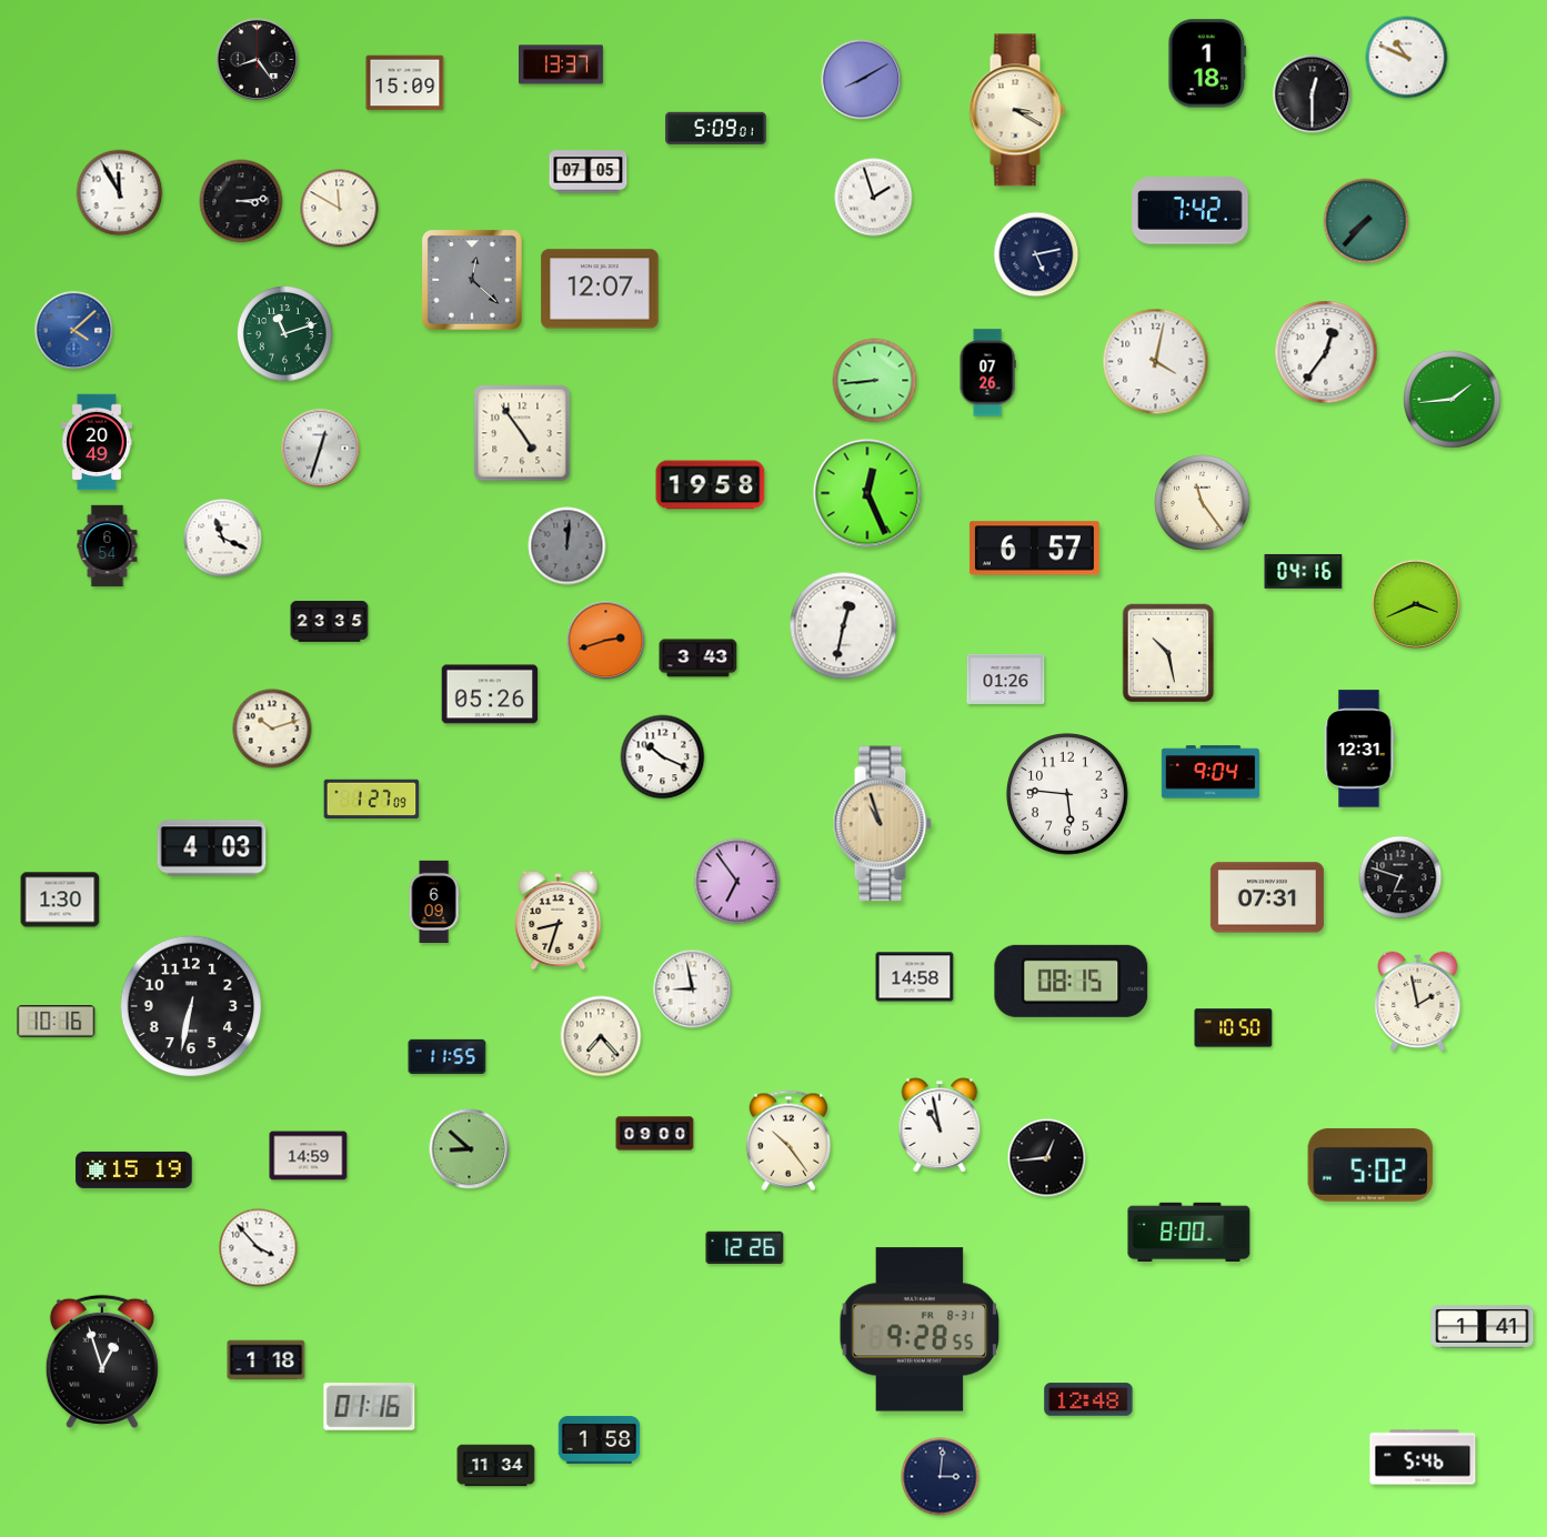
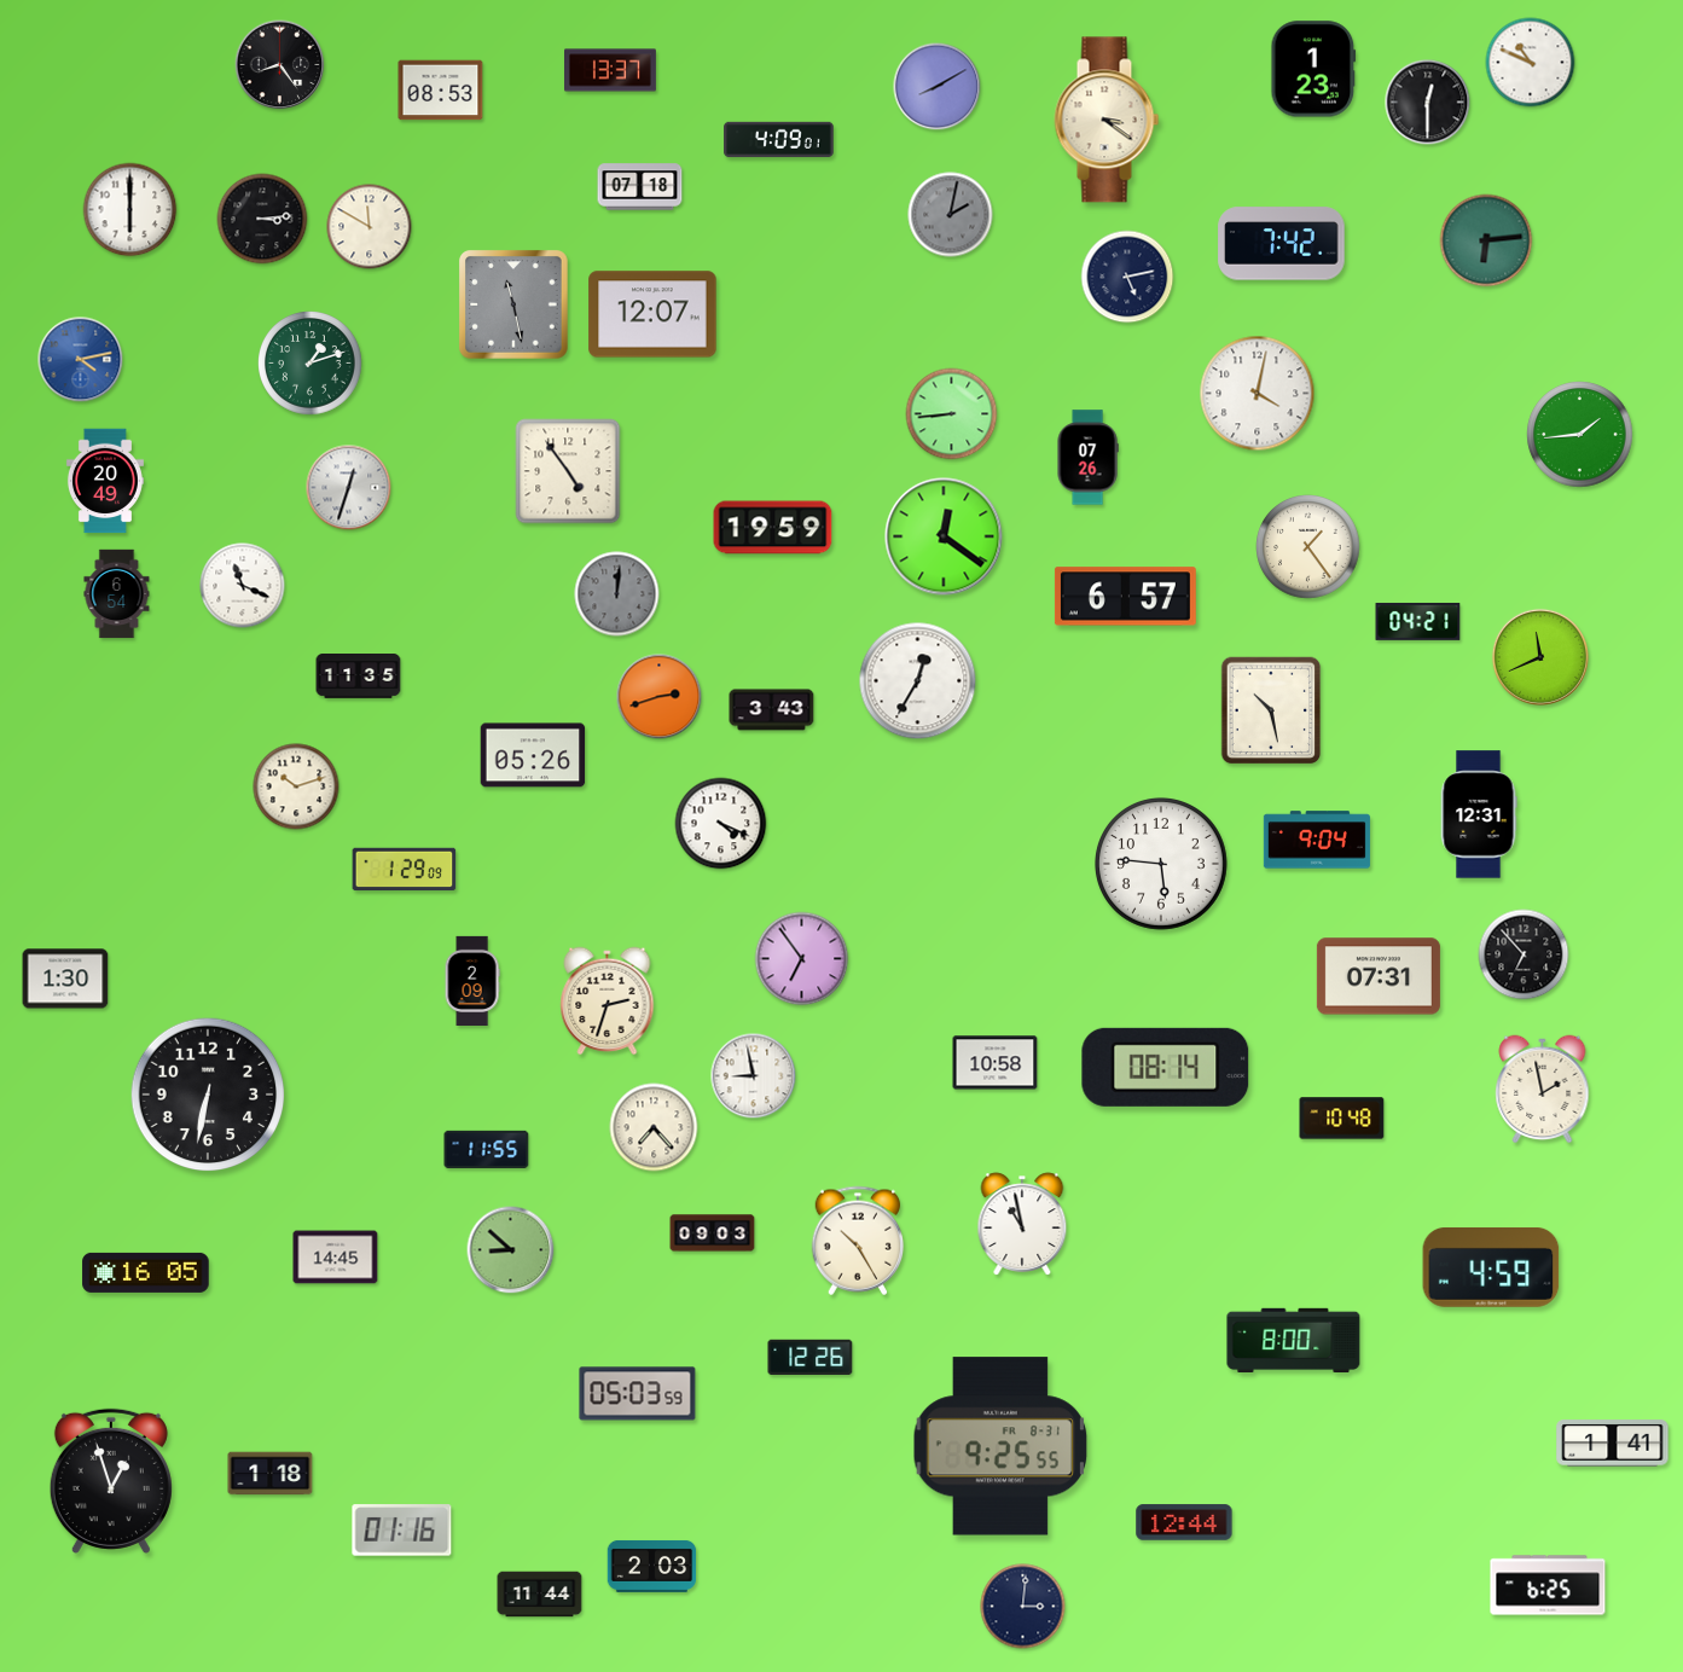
clock at (1207, 63): 1:18 -> 1:23
clock at (405, 83): 15:09 -> 08:53
clock at (1017, 110): 3:20 -> 3:21
clock at (716, 129): 5:09 -> 4:09
clock at (589, 172): 07:05 -> 07:18
clock at (120, 193): 11:55 -> 6:00
clock at (874, 198): 1:57 -> 2:02
clock at (874, 198) dial: white -> grey
clock at (1191, 211) position: (1191, 211) -> (1282, 244)
clock at (1366, 221): 7:37 -> 6:14
clock at (473, 281): 12:22 -> 11:28
clock at (74, 331): 4:08 -> 4:13
clock at (285, 334): 11:12 -> 1:12
clock at (1326, 352): 12:36 -> none
clock at (987, 373) position: (987, 373) -> (1087, 458)
clock at (711, 485): 19:58 -> 19:59
clock at (867, 493): 12:26 -> 12:21
clock at (1203, 503): 11:24 -> 1:24
clock at (1304, 571): 04:16 -> 04:21
clock at (1416, 604): 3:41 -> 11:41
clock at (330, 622): 23:35 -> 11:35
clock at (844, 626): 12:32 -> 12:35
clock at (699, 659) position: (699, 659) -> (772, 710)
clock at (1006, 679): 01:26 -> none
clock at (272, 729) position: (272, 729) -> (296, 786)
clock at (663, 757): 10:19 -> 4:19
clock at (372, 800): 1:27 -> 1:29
clock at (882, 824): 10:57 -> none
clock at (212, 848): 4:03 -> none
clock at (1400, 877): 6:48 -> 6:53
clock at (434, 901): 6:09 -> 2:09
clock at (559, 921): 8:33 -> 2:33
clock at (915, 977): 14:58 -> 10:58
clock at (1072, 981): 08:15 -> 08:14
clock at (57, 1022): 10:16 -> none
clock at (1234, 1028): 10:50 -> 10:48
clock at (655, 1134): 09:00 -> 09:03
clock at (788, 1141): 10:24 -> 10:25
clock at (309, 1156): 14:59 -> 14:45
clock at (1047, 1158): 12:44 -> none
clock at (1370, 1165): 5:02 -> 4:59
clock at (134, 1169): 15:19 -> 16:05
clock at (259, 1248): 3:53 -> none
clock at (638, 1394): none -> 05:03
clock at (920, 1329): 9:28 -> 9:25
clock at (267, 1360) position: (267, 1360) -> (271, 1474)
clock at (1088, 1399): 12:48 -> 12:44
clock at (600, 1439): 1:58 -> 2:03
clock at (1423, 1457): 5:46 -> 6:25
clock at (496, 1466): 11:34 -> 11:44
